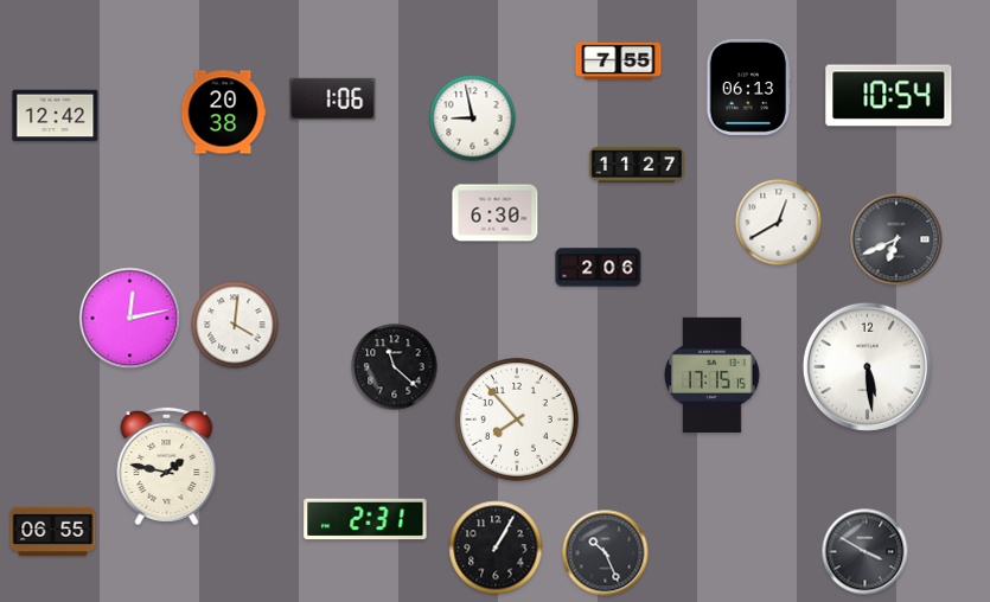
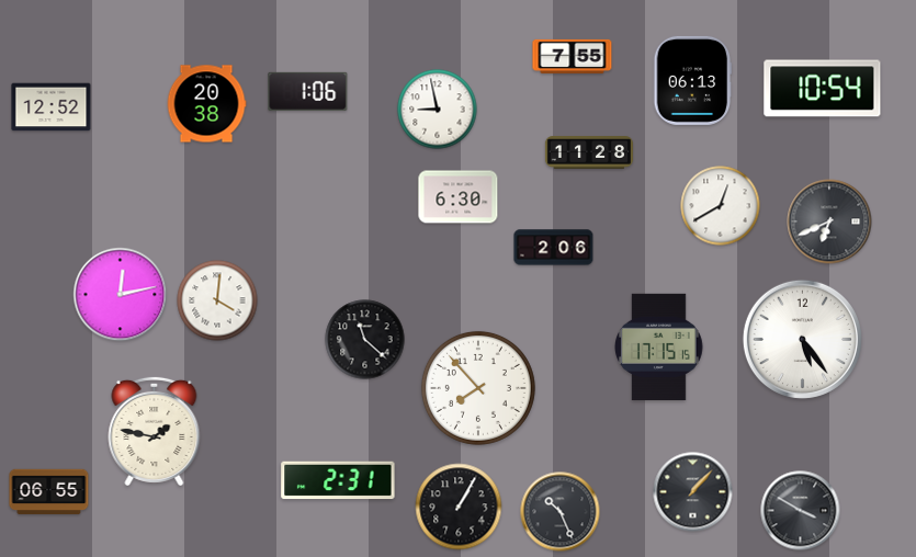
clock at (56, 116): 12:42 -> 12:52
clock at (637, 165): 11:27 -> 11:28
clock at (867, 366): 5:29 -> 5:24
clock at (693, 492): none -> 1:07
